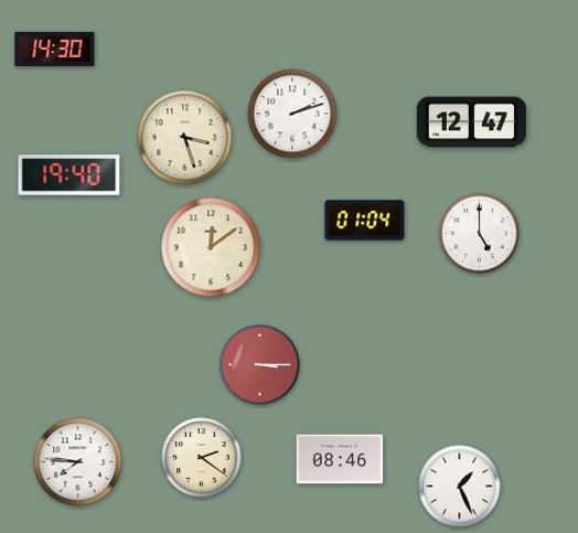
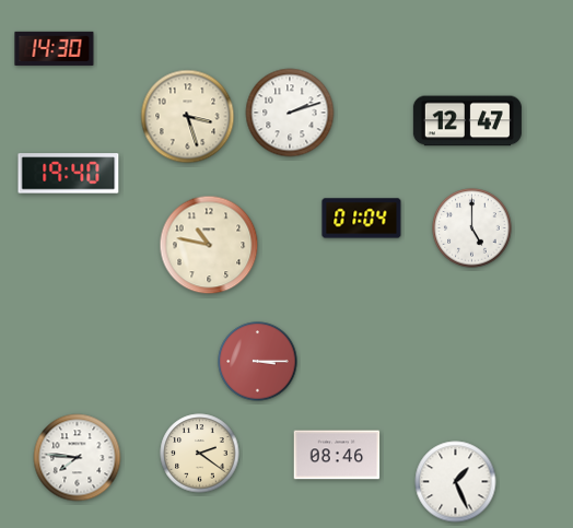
clock at (185, 138) position: (185, 138) -> (188, 117)
clock at (480, 234) position: (480, 234) -> (472, 228)
clock at (211, 247): 12:09 -> 10:47
